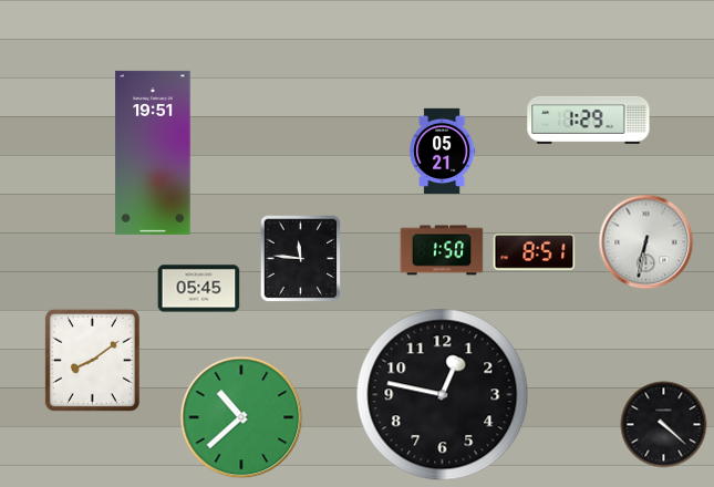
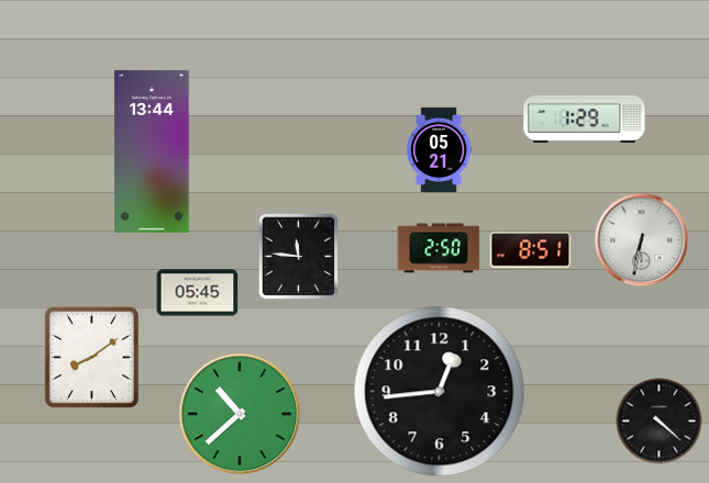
clock at (153, 153): 19:51 -> 13:44
clock at (442, 250): 1:50 -> 2:50
clock at (199, 289) position: (199, 289) -> (198, 293)
clock at (443, 395): 12:47 -> 12:44
